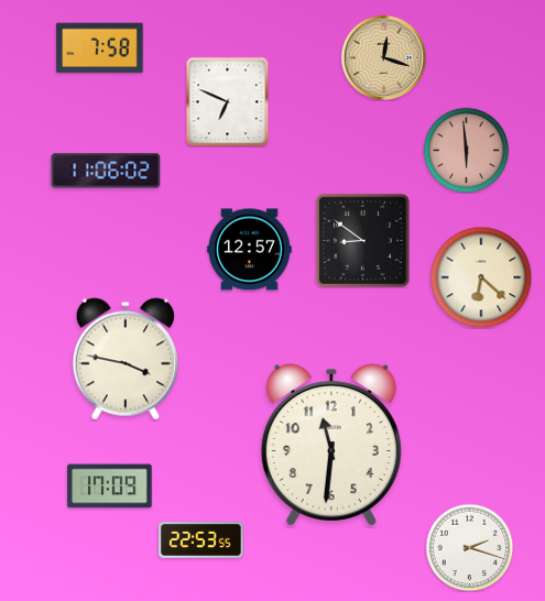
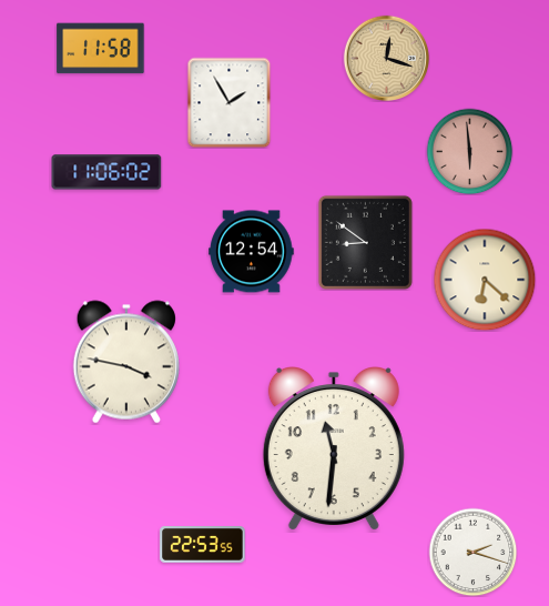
clock at (100, 48): 7:58 -> 11:58
clock at (228, 101): 6:49 -> 1:55
clock at (250, 250): 12:57 -> 12:54
clock at (110, 487): 17:09 -> none
